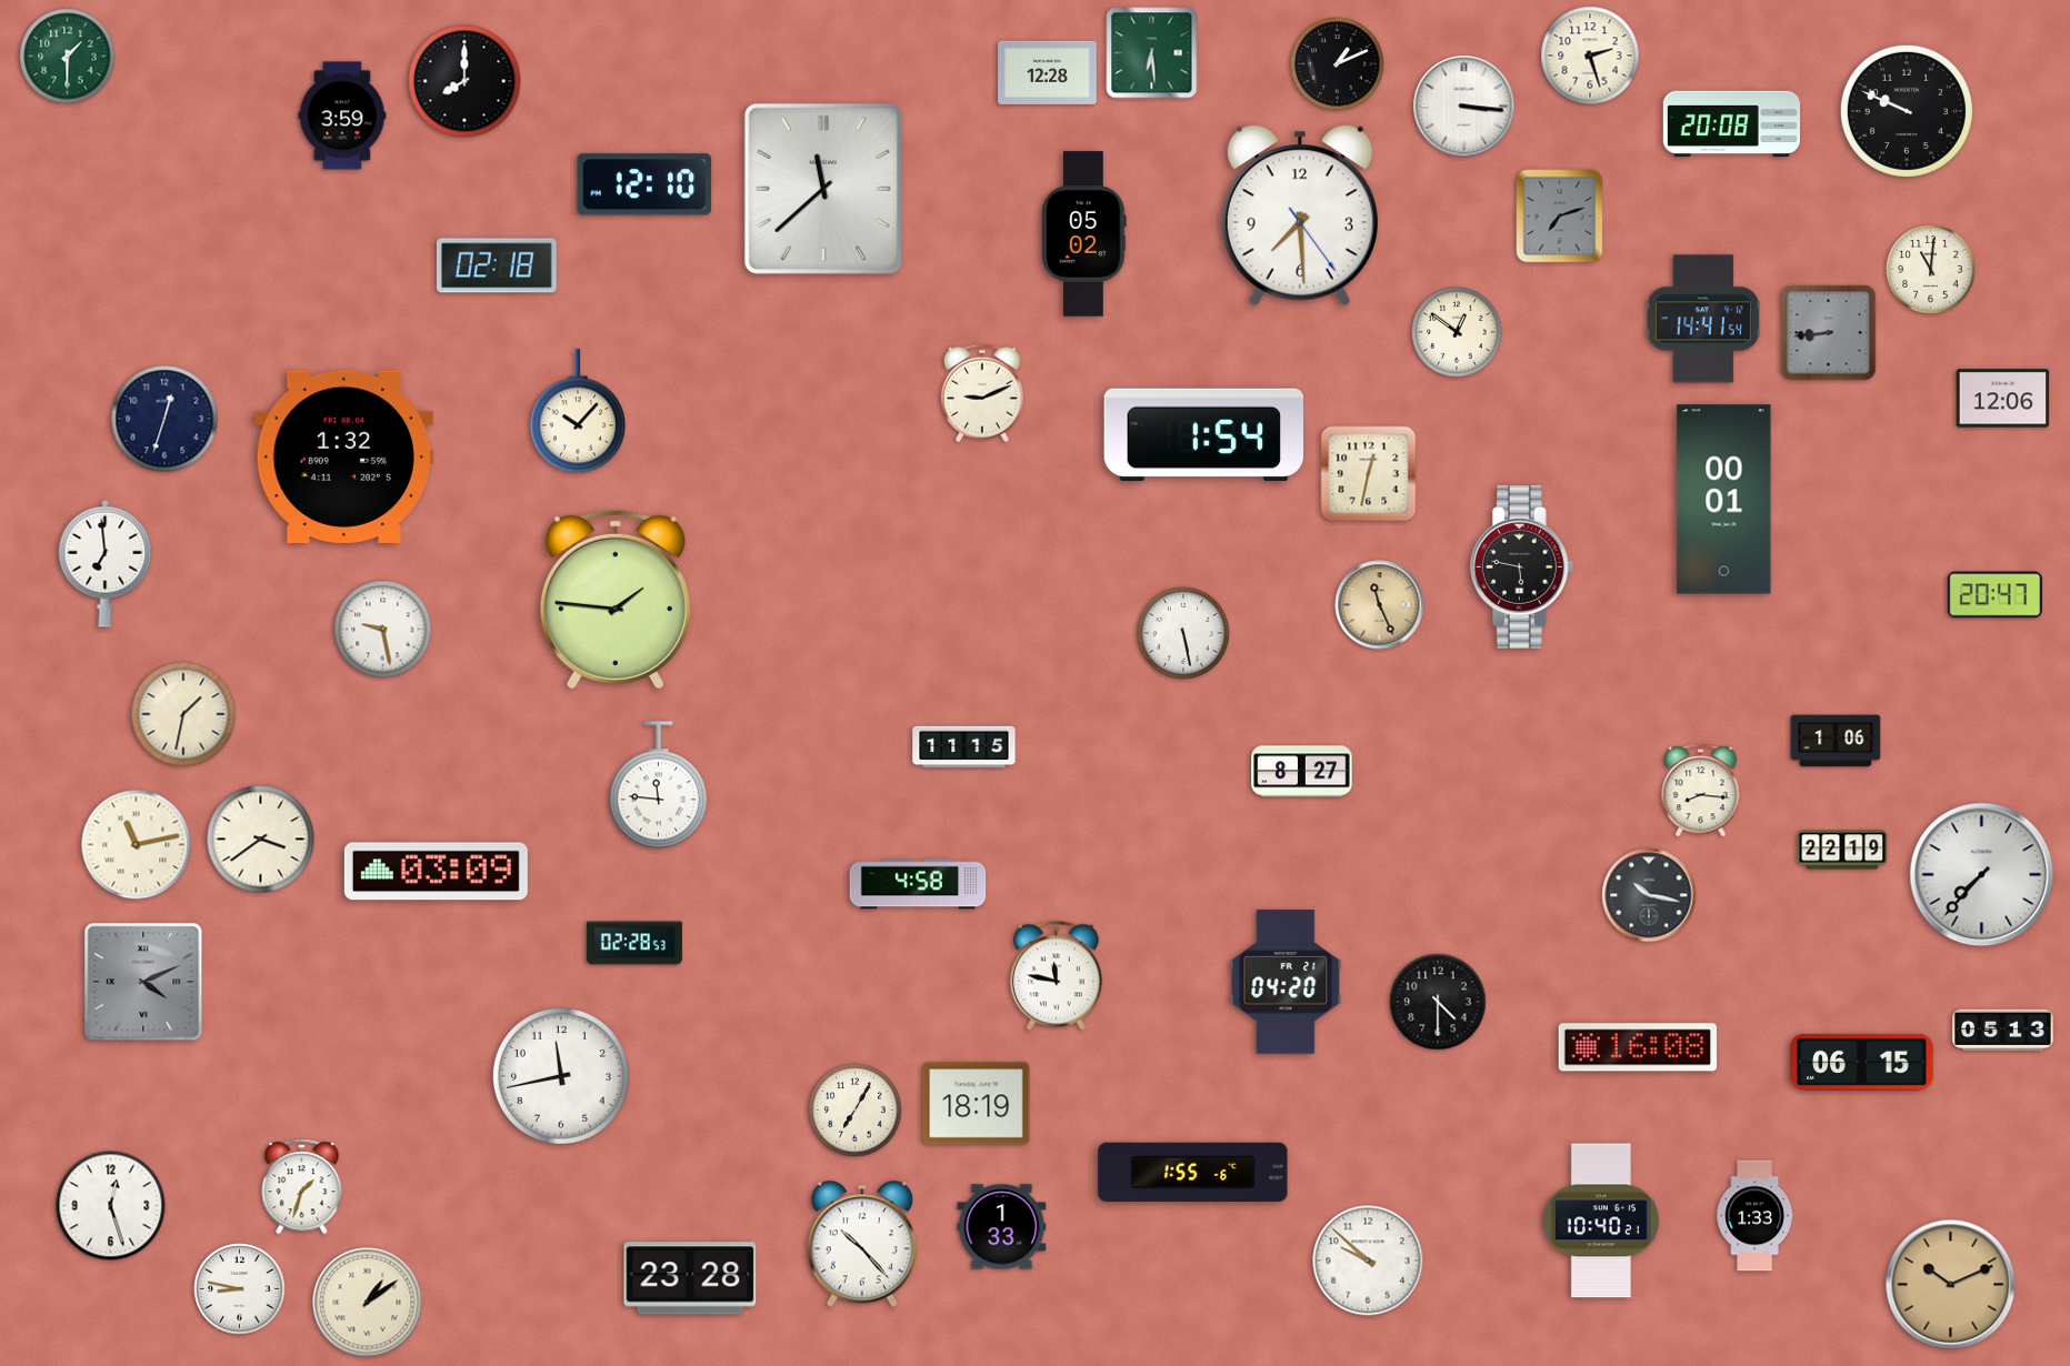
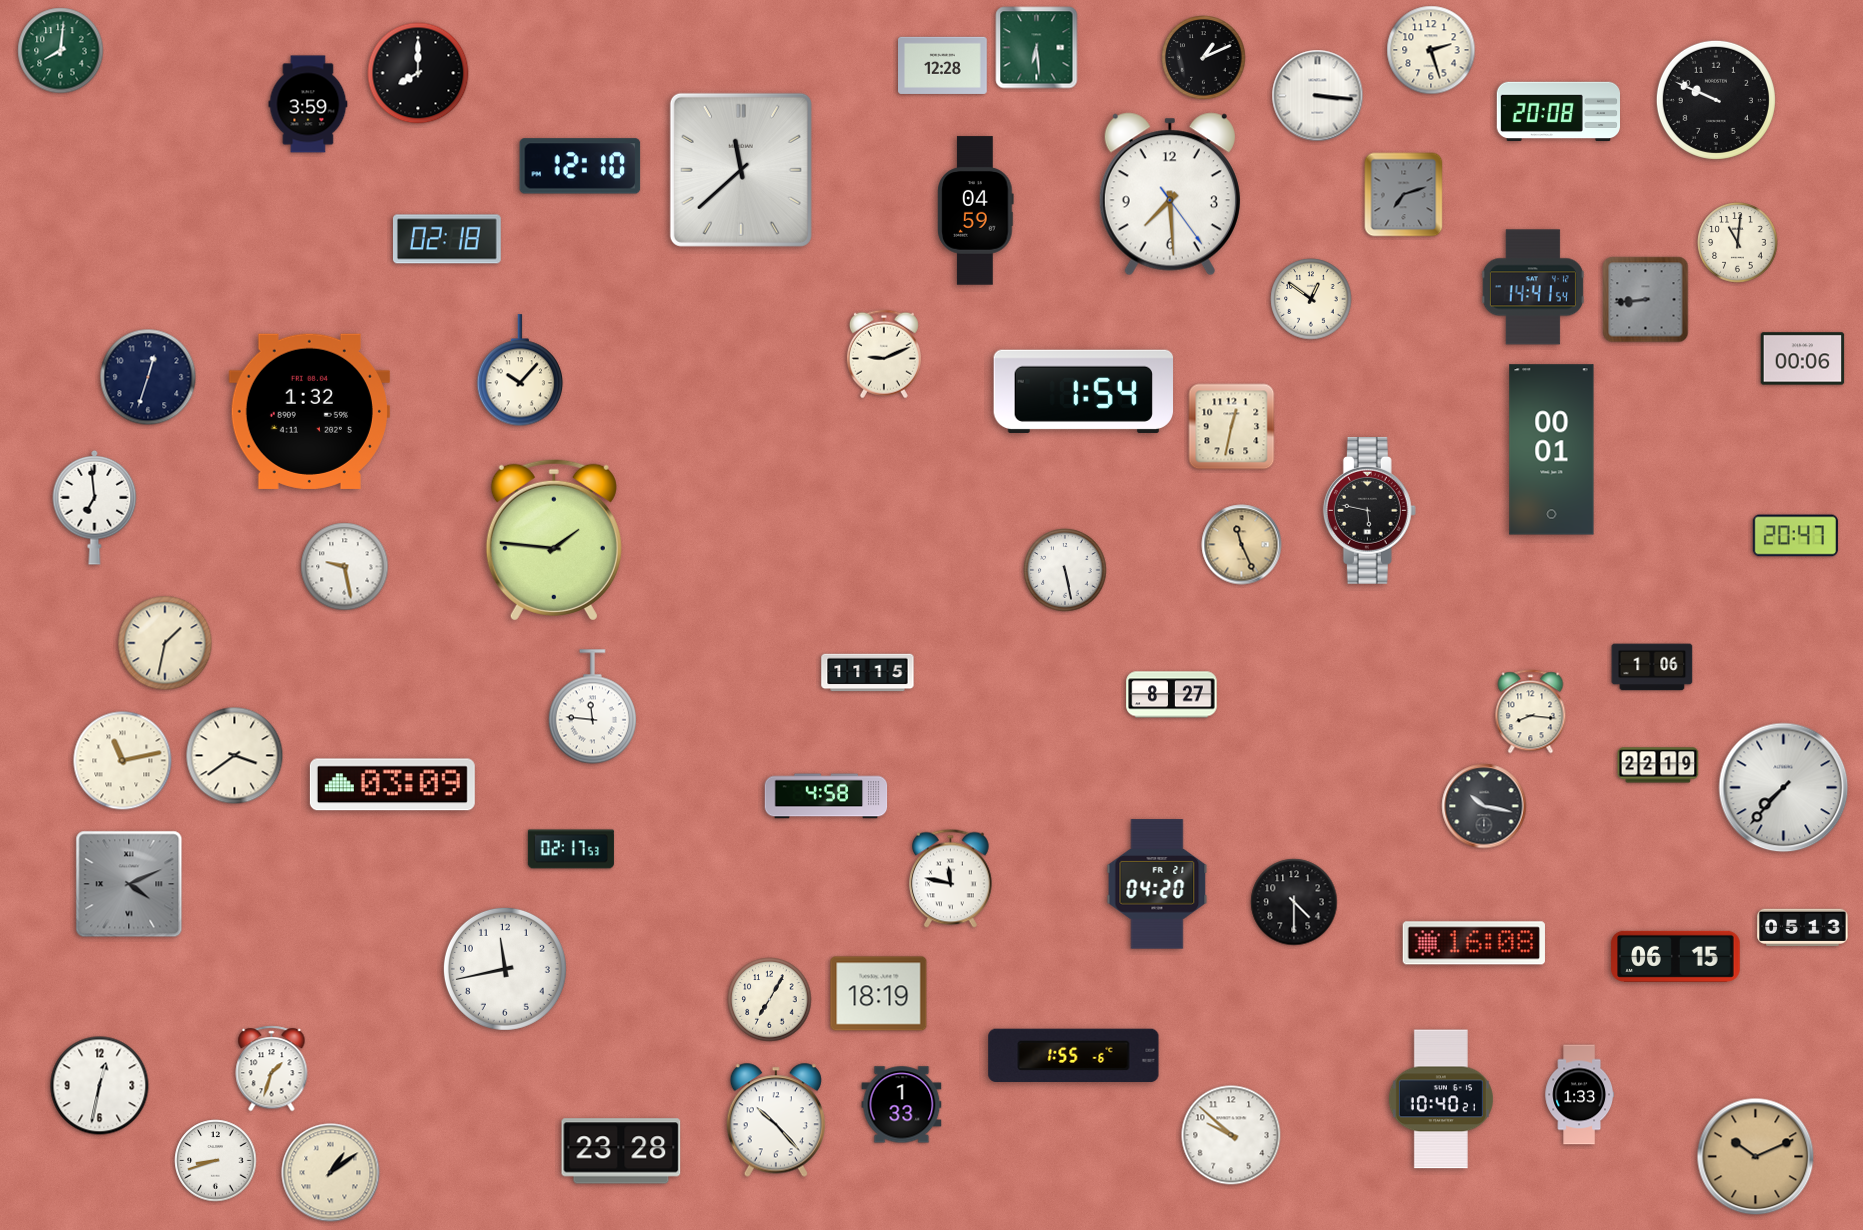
clock at (68, 57): 1:30 -> 8:01
clock at (1084, 234): 05:02 -> 04:59
clock at (2003, 399): 12:06 -> 00:06
clock at (634, 943): 02:28 -> 02:17
clock at (111, 1206): 12:27 -> 12:32
clock at (240, 1289): 8:47 -> 8:42
